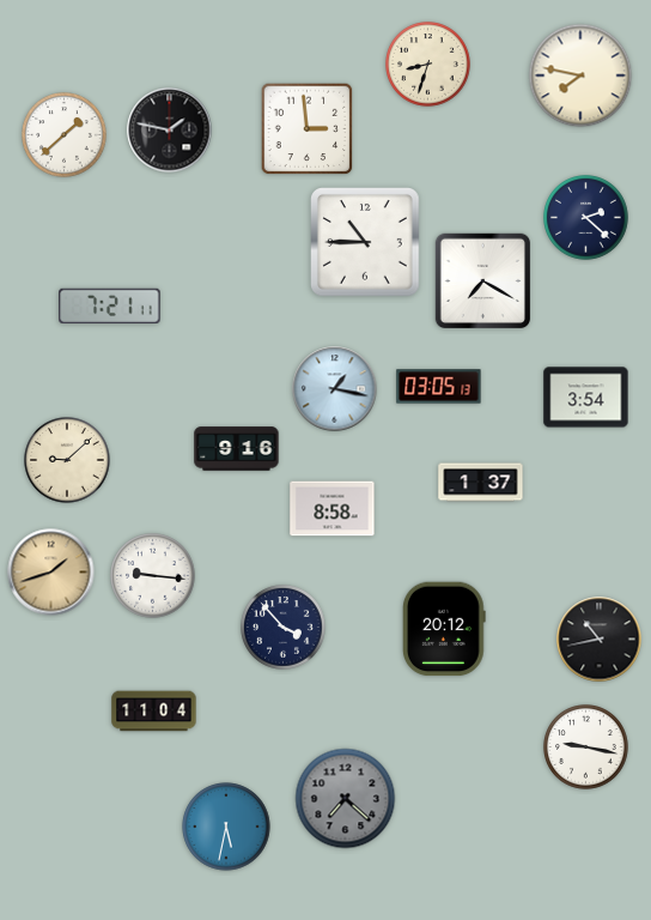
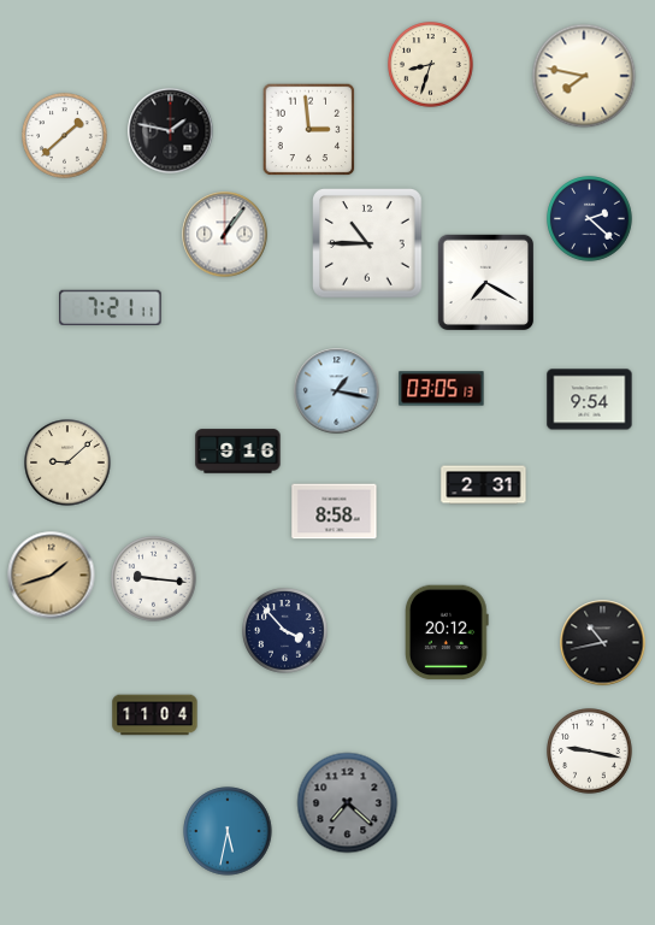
clock at (225, 235): none -> 1:06
clock at (586, 398): 3:54 -> 9:54
clock at (481, 483): 1:37 -> 2:31
